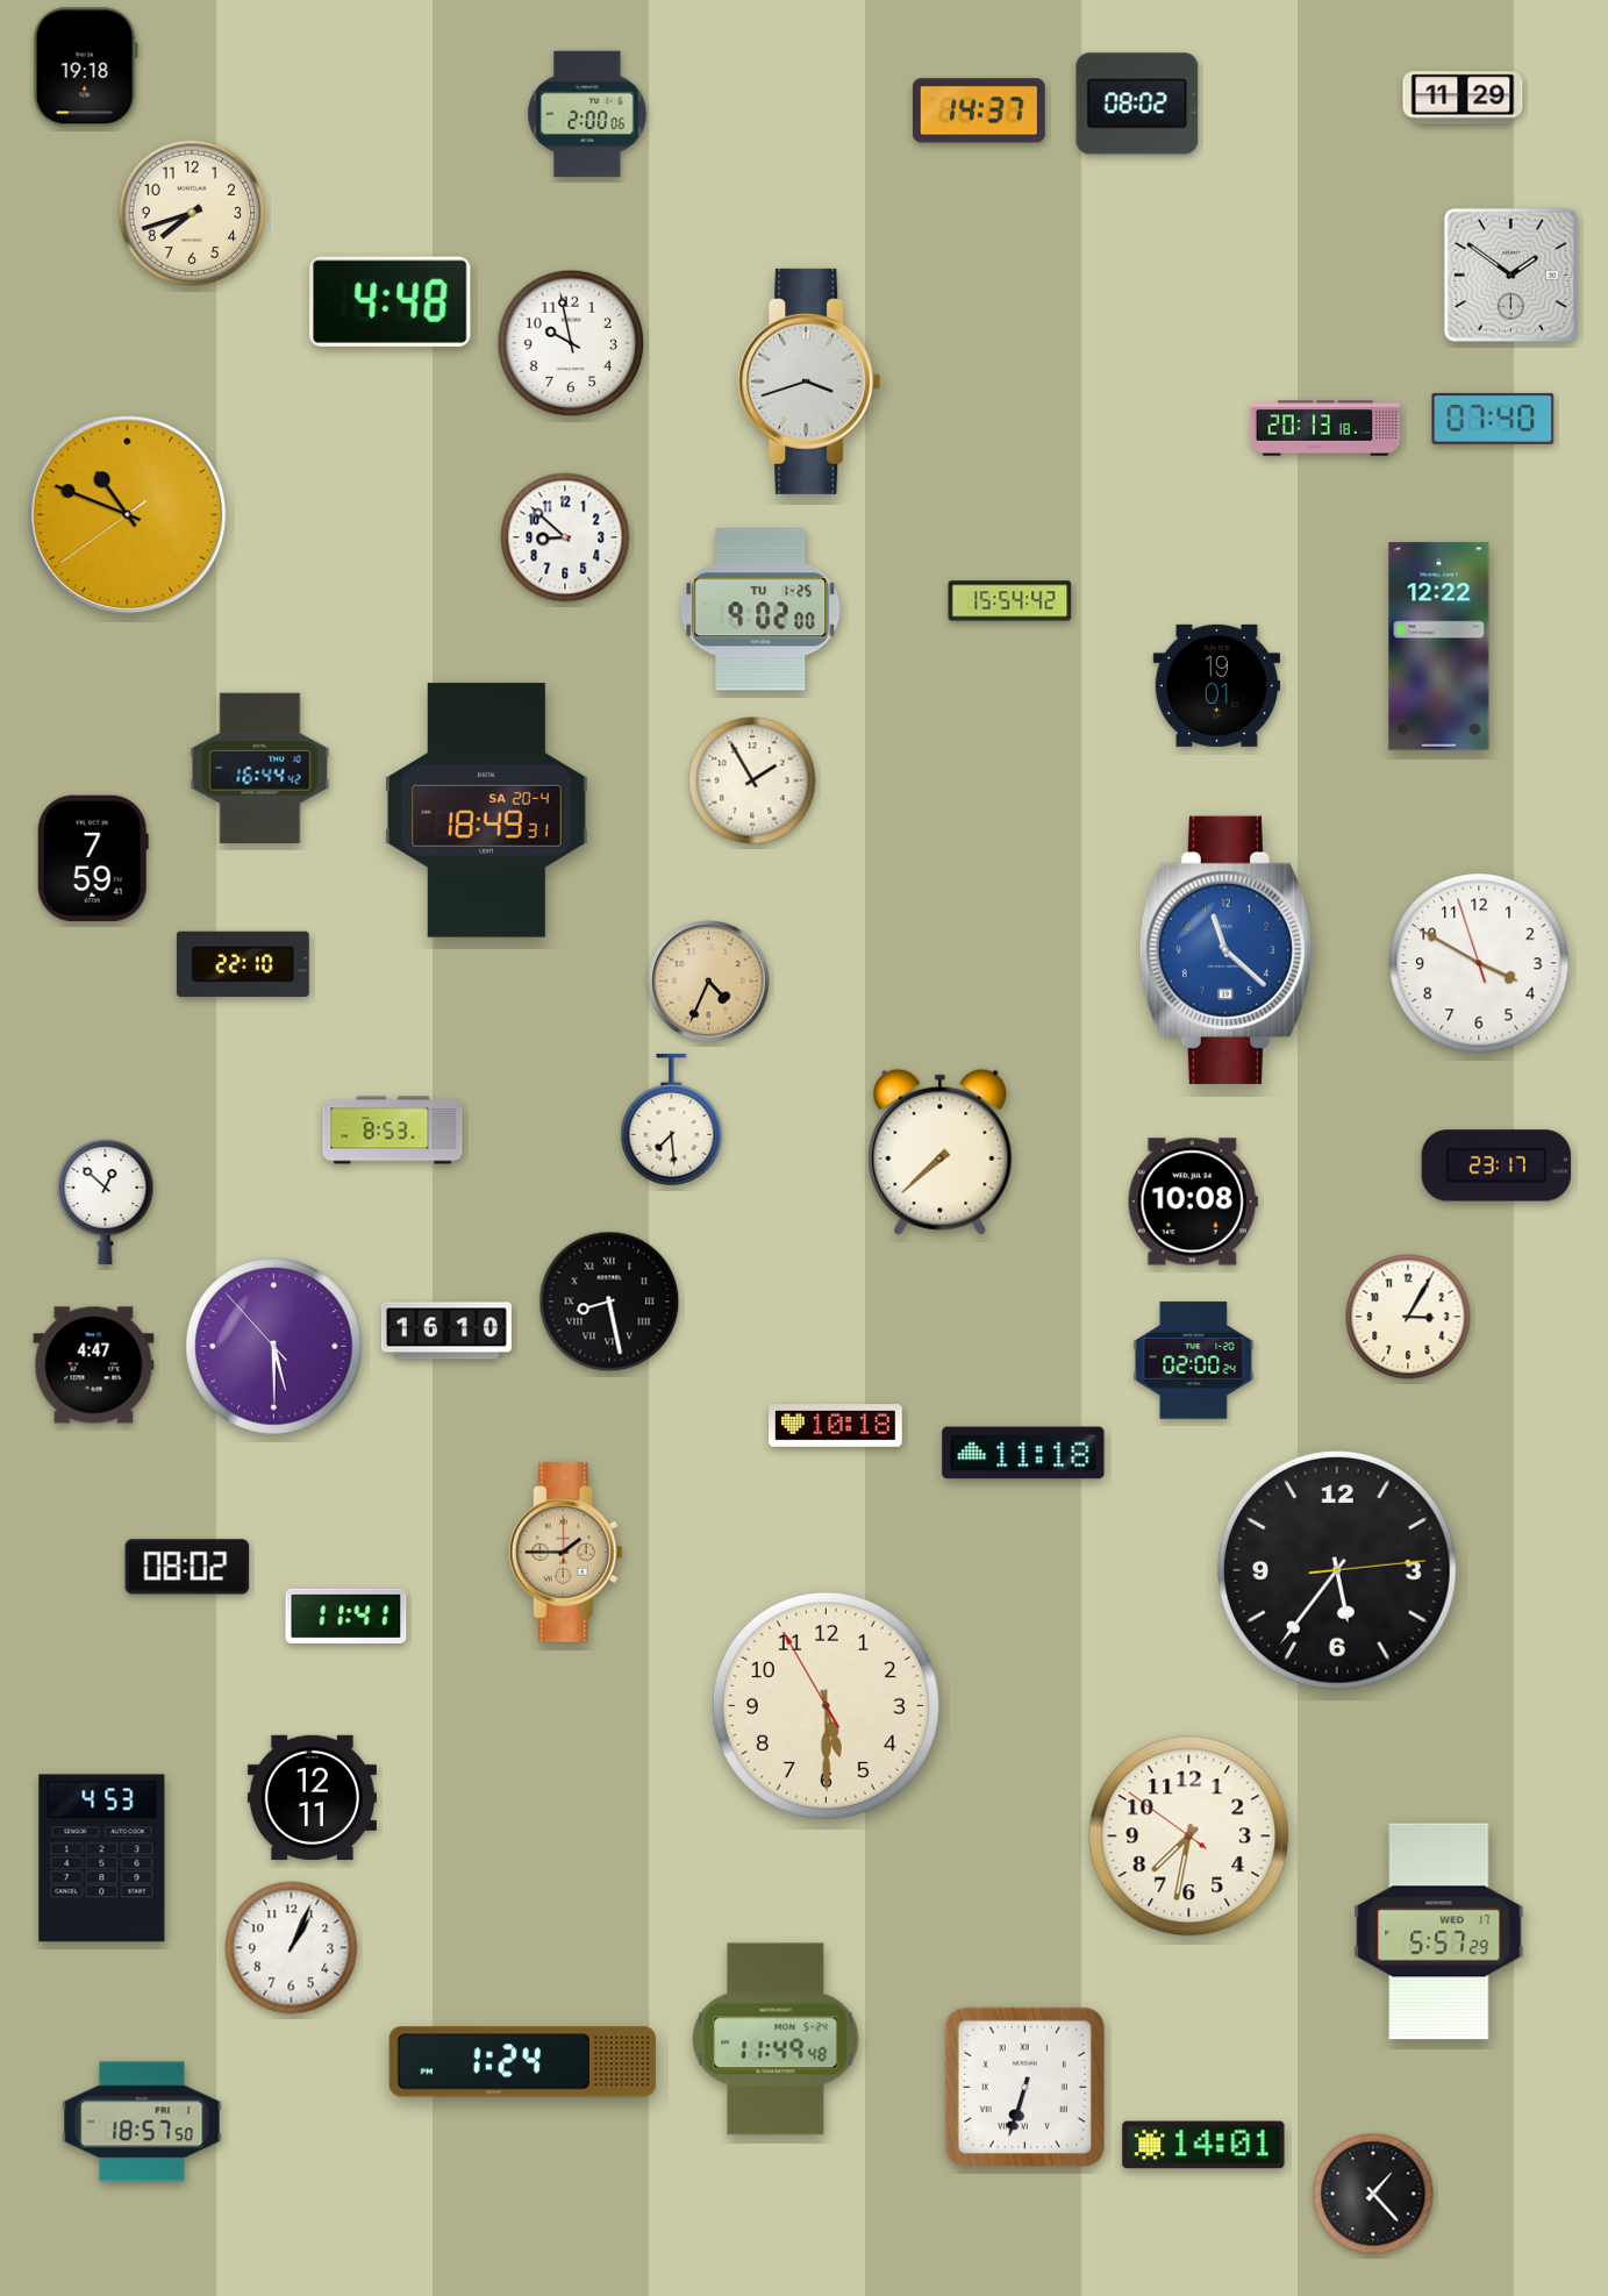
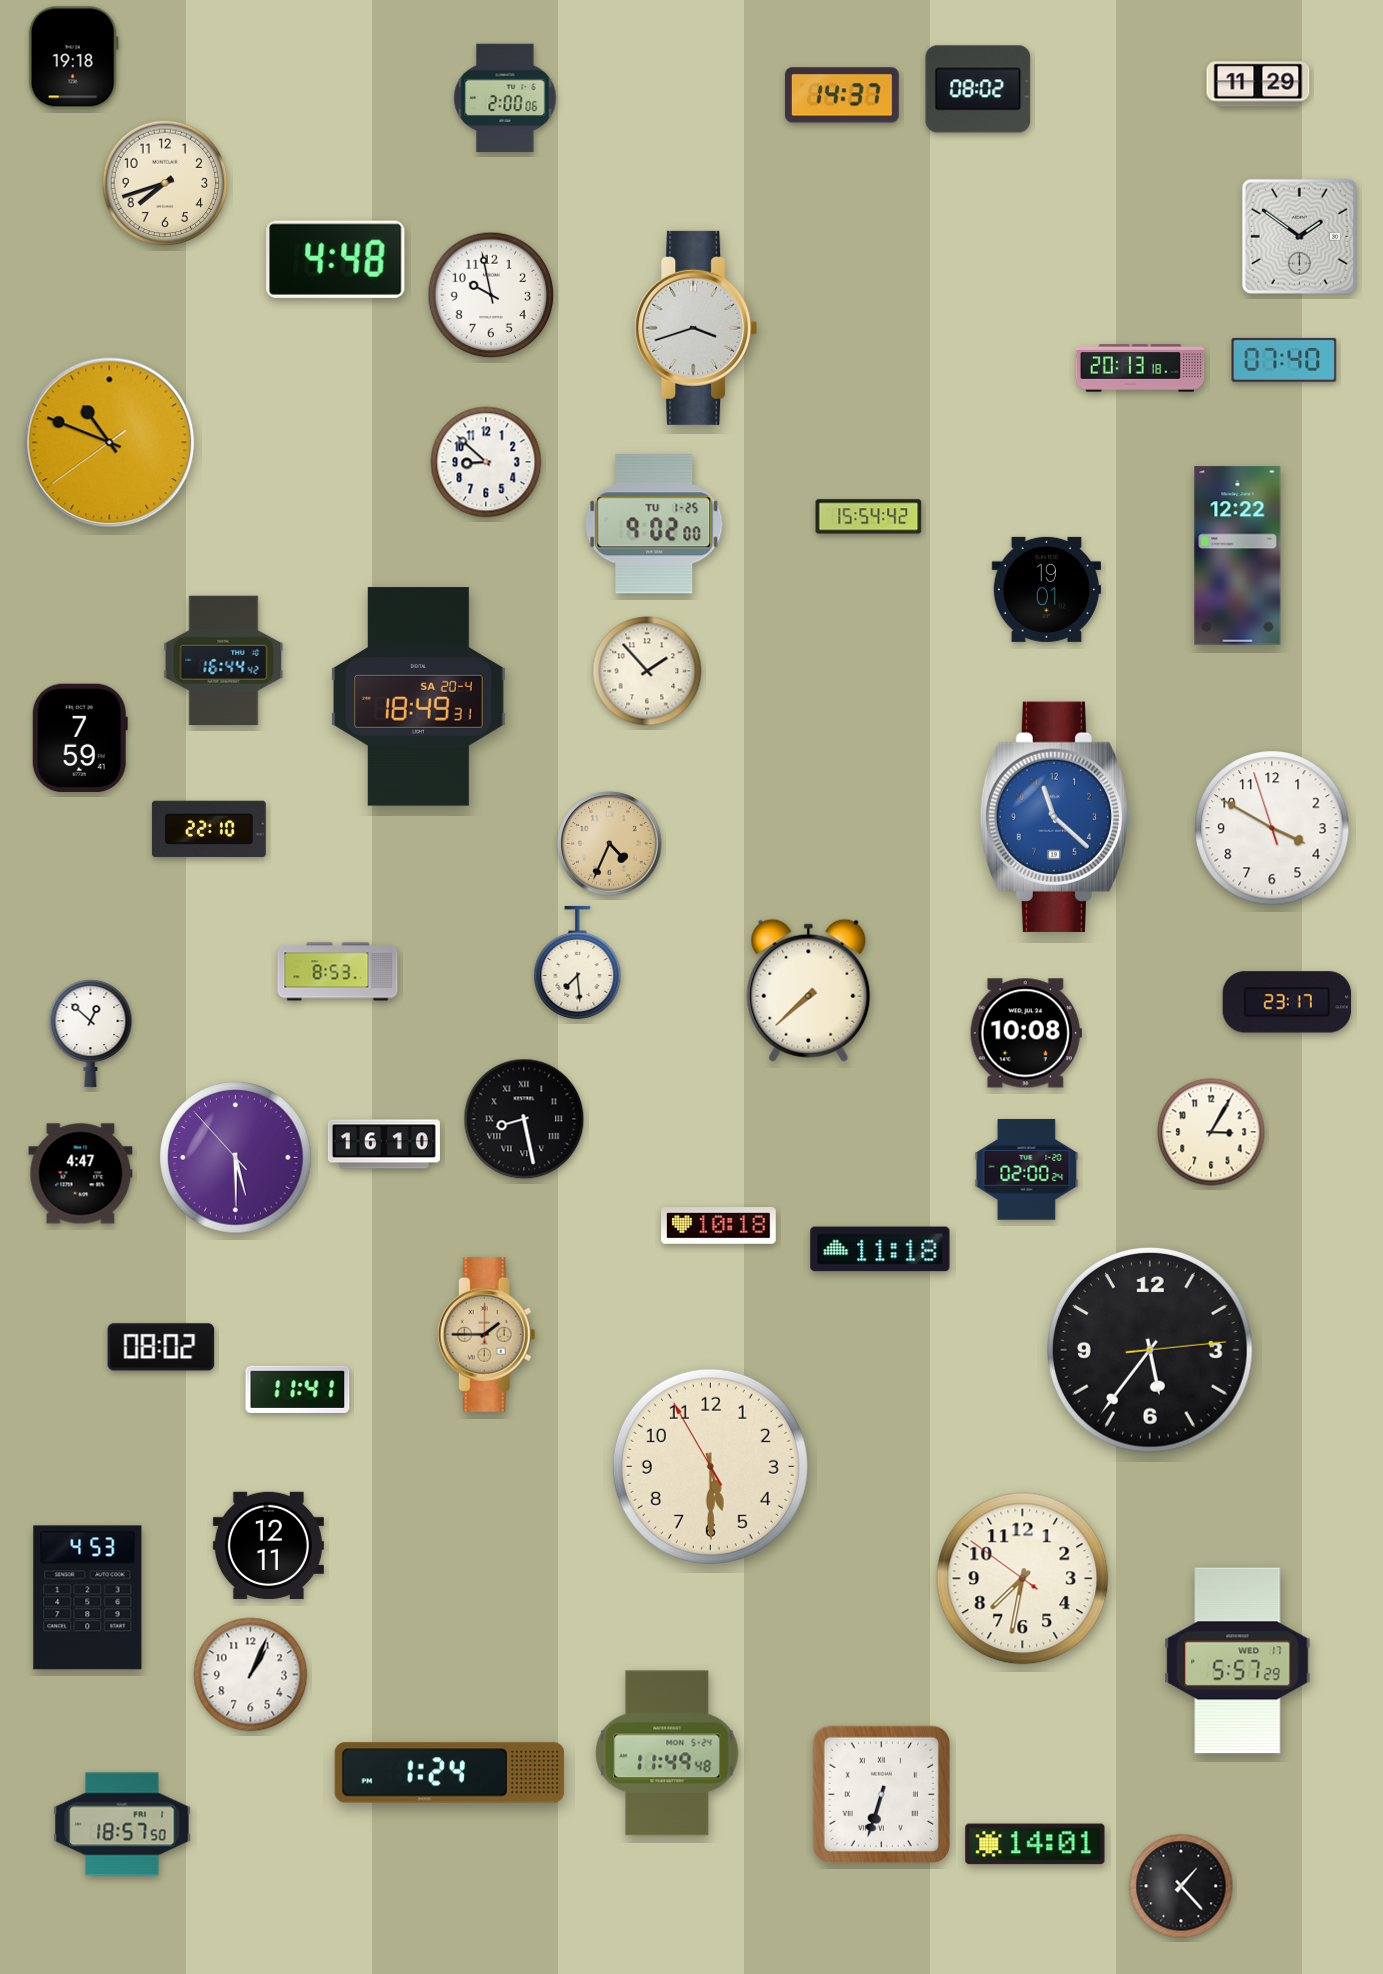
clock at (752, 780): 1:55 -> 1:53
